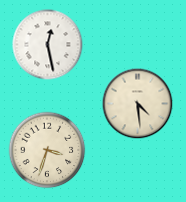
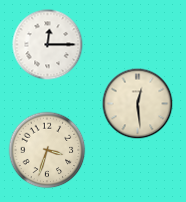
clock at (48, 45): 12:28 -> 12:15
clock at (138, 104): 4:29 -> 12:29
